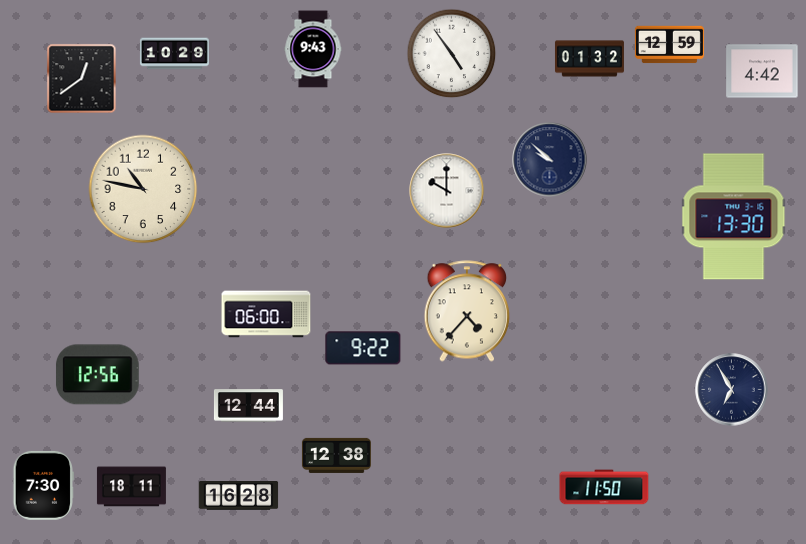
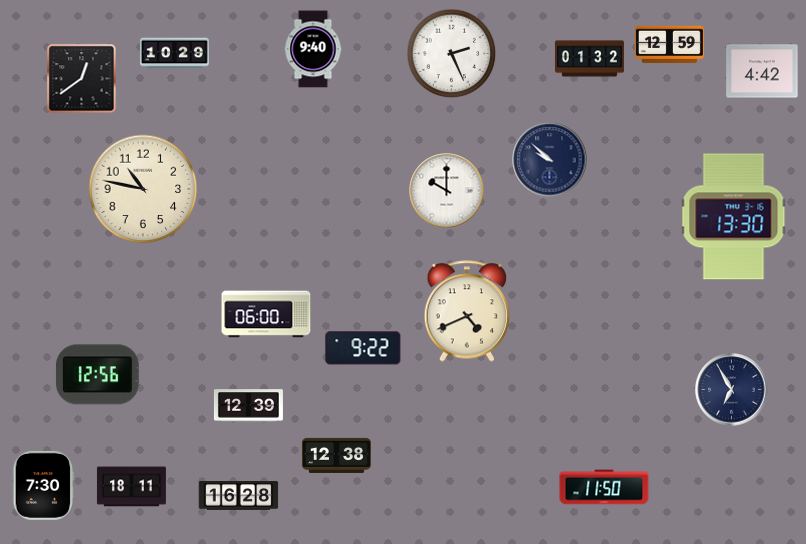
clock at (313, 49): 9:43 -> 9:40
clock at (452, 54): 4:54 -> 2:26
clock at (467, 311): 4:37 -> 4:41
clock at (248, 406): 12:44 -> 12:39
